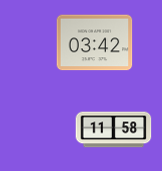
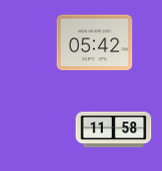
clock at (95, 43): 03:42 -> 05:42
